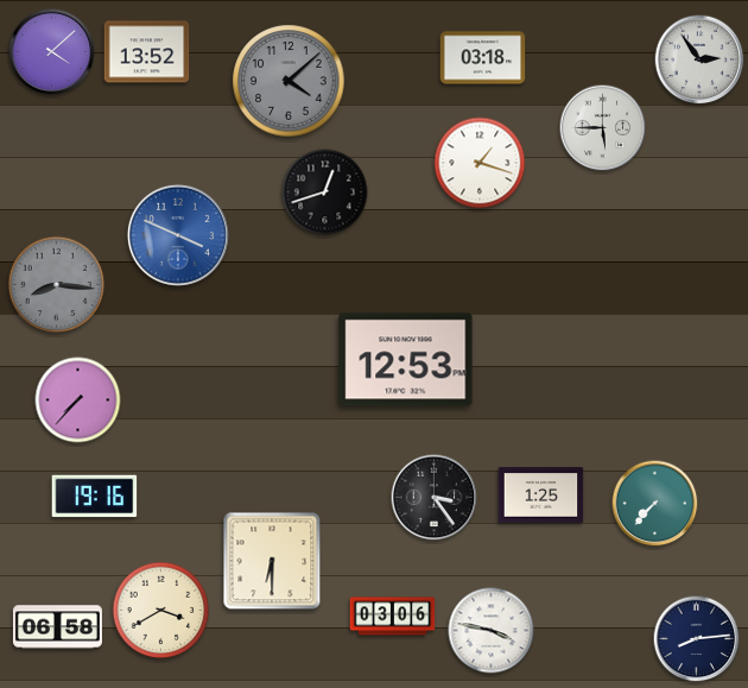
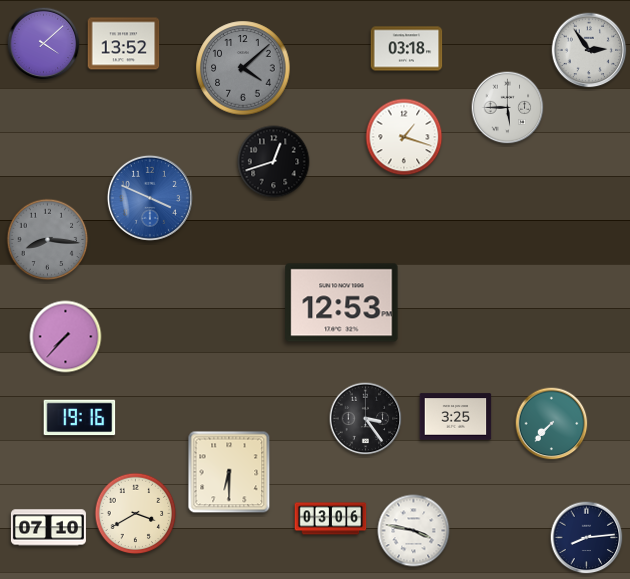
clock at (541, 496): 1:25 -> 3:25
clock at (57, 627): 06:58 -> 07:10
